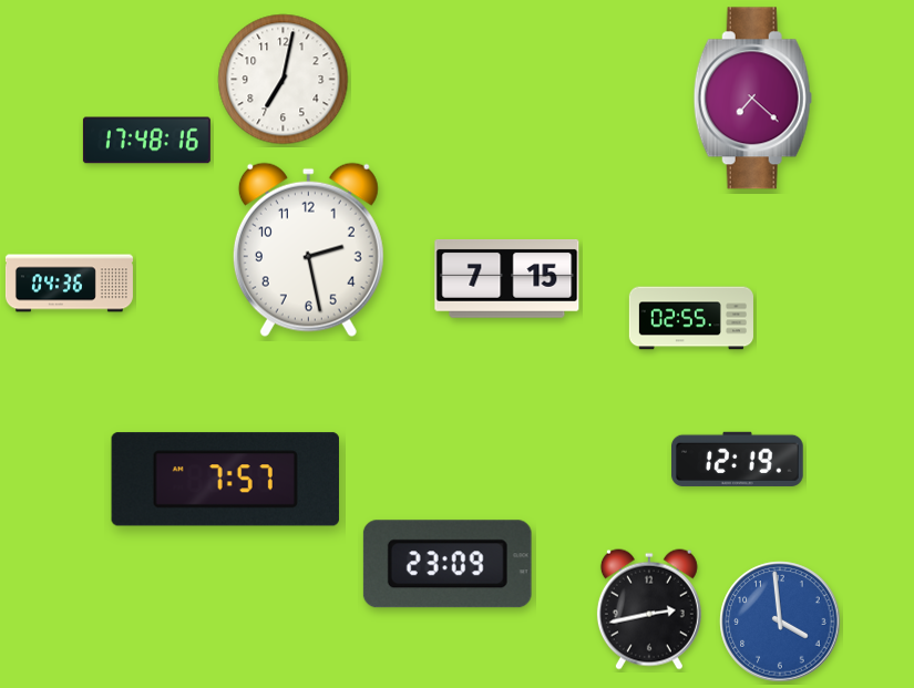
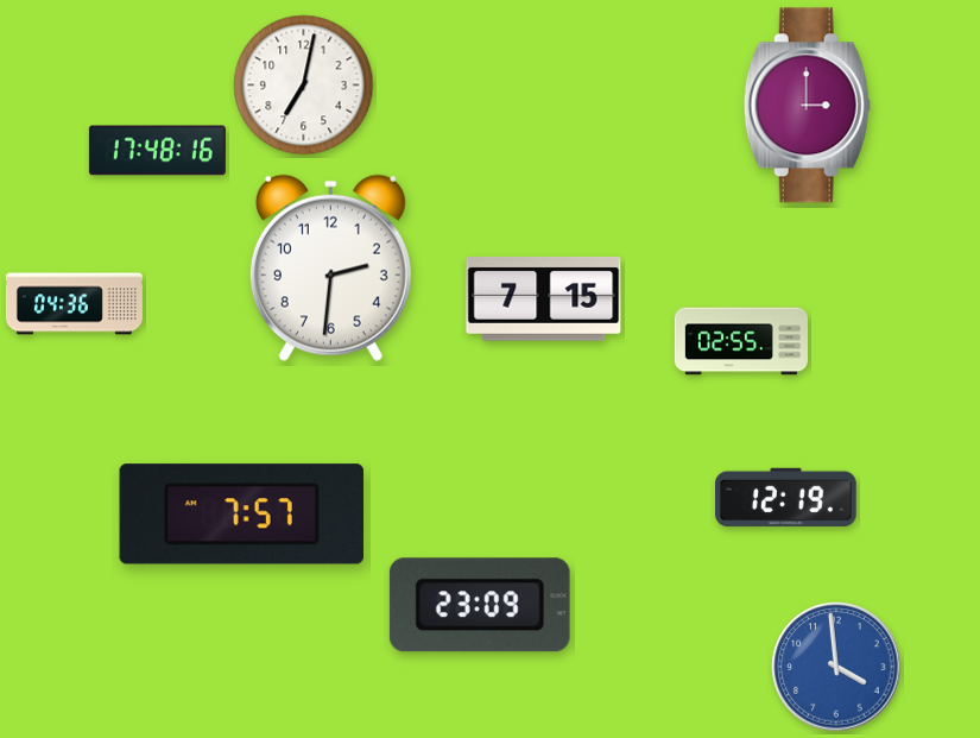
clock at (752, 99): 7:22 -> 3:00
clock at (308, 249): 2:28 -> 2:31
clock at (738, 459) position: (738, 459) -> (786, 497)
clock at (649, 609): 2:43 -> none
